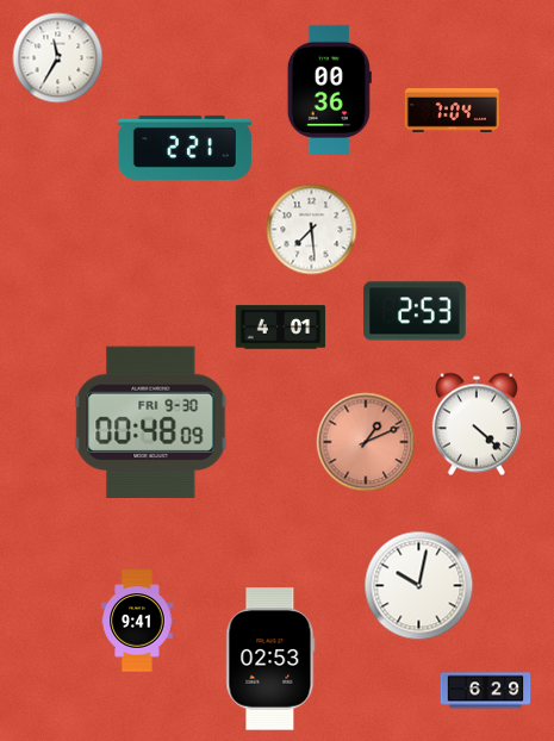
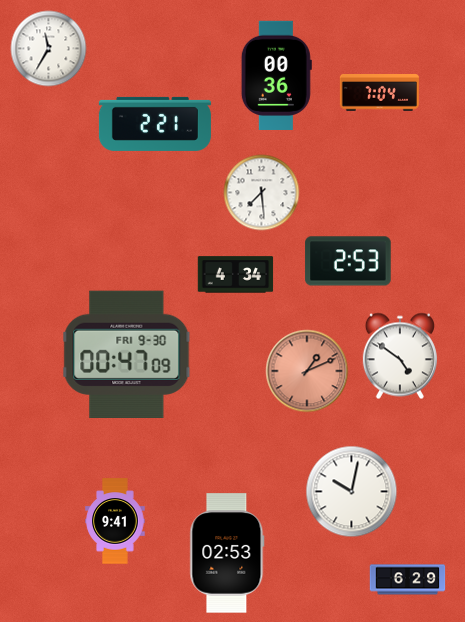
clock at (281, 328): 4:01 -> 4:34
clock at (151, 422): 00:48 -> 00:47
clock at (477, 424): 4:22 -> 4:51
